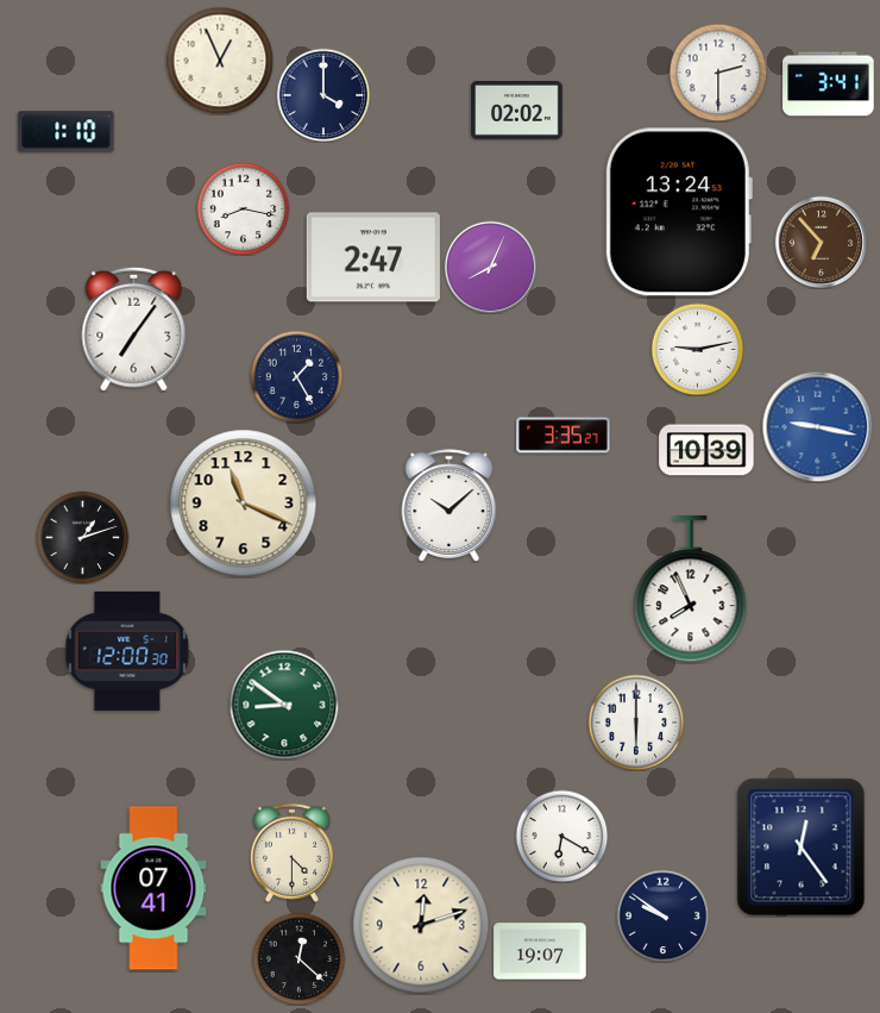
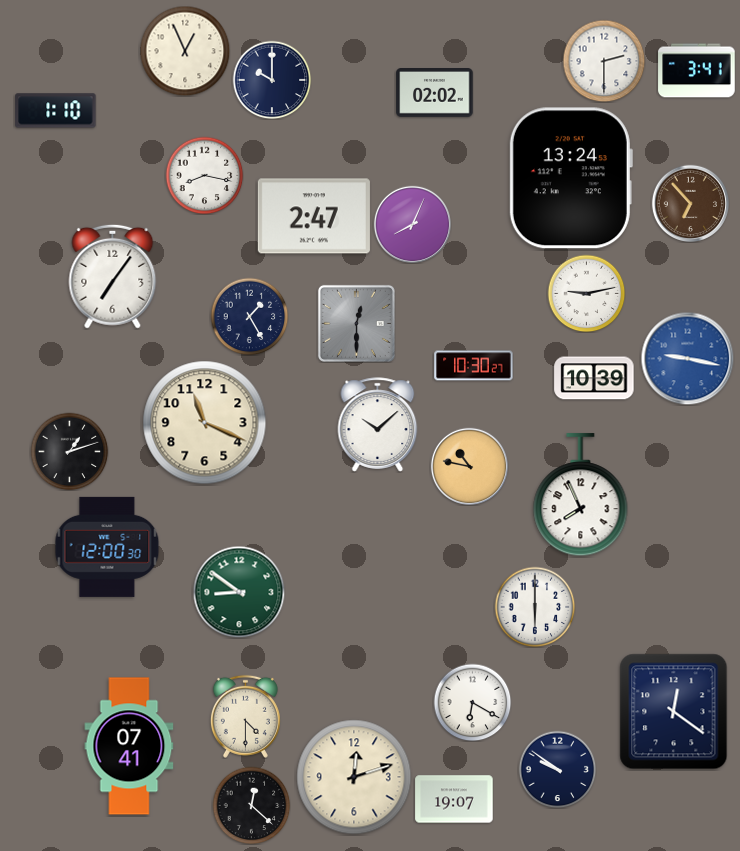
clock at (323, 95): 4:00 -> 10:00
clock at (356, 323): none -> 12:30
clock at (564, 436): 3:35 -> 10:30
clock at (469, 466): none -> 10:47
clock at (802, 848): 12:24 -> 12:21
